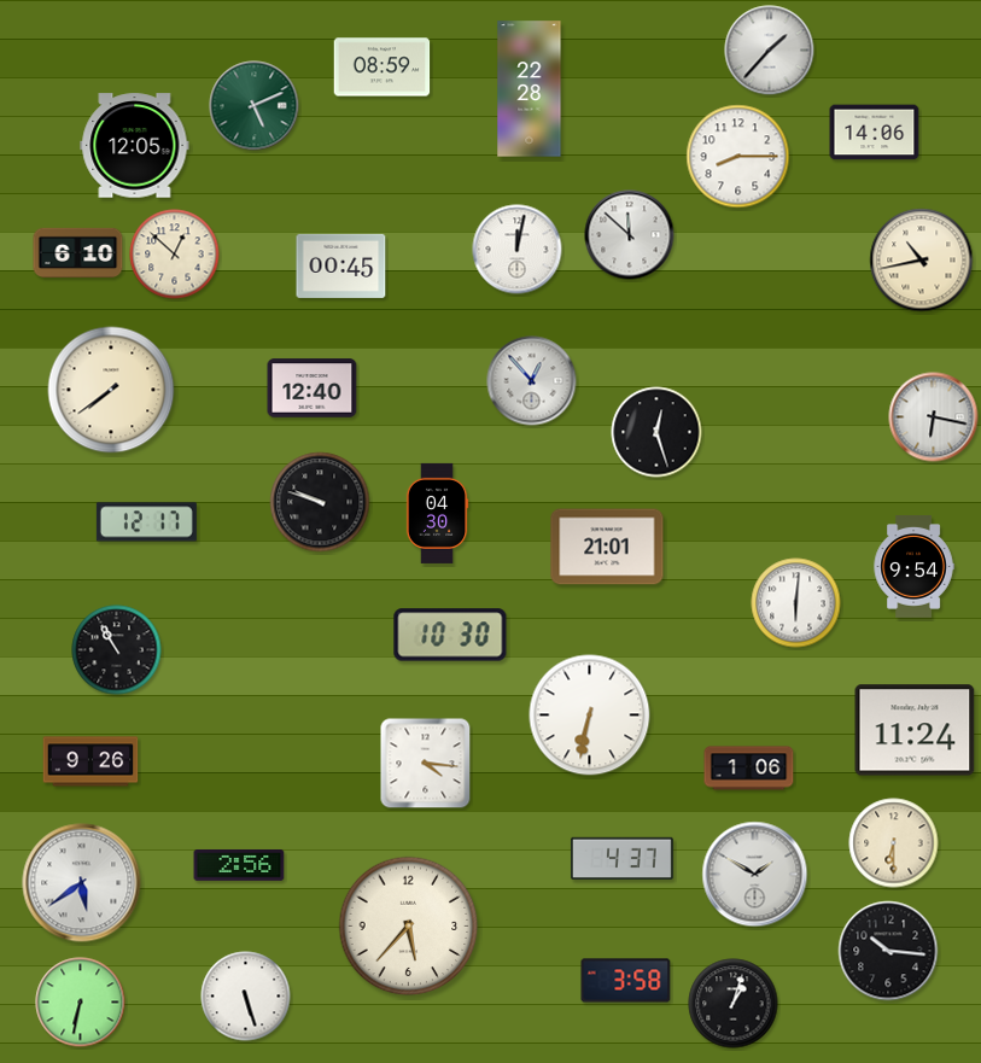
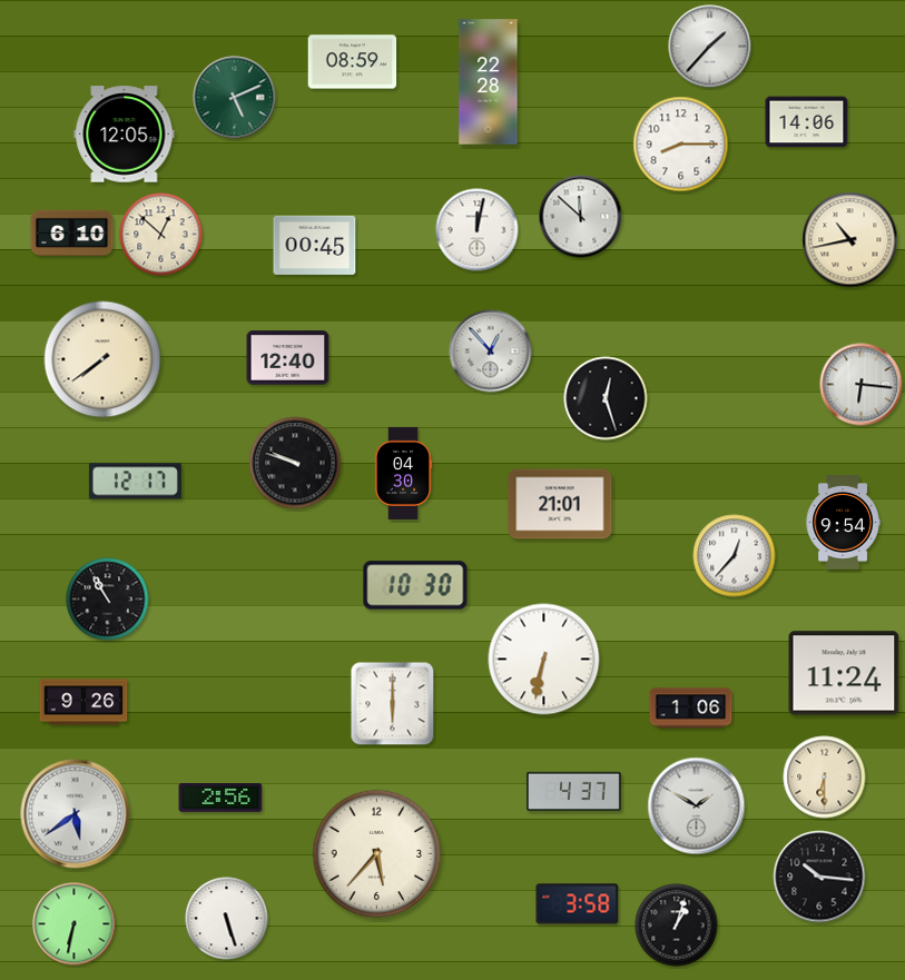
clock at (934, 417): 6:17 -> 6:16
clock at (796, 603): 6:01 -> 12:37
clock at (426, 764): 4:16 -> 6:00
